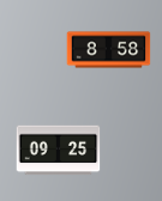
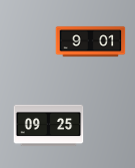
clock at (109, 50): 8:58 -> 9:01
